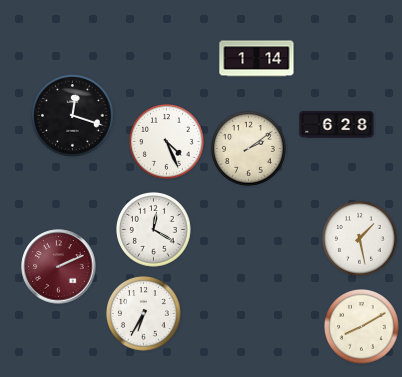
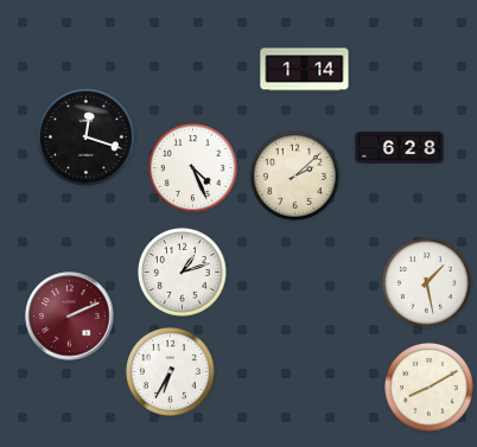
clock at (167, 142) position: (167, 142) -> (193, 168)
clock at (249, 149): 2:09 -> 2:08
clock at (154, 230): 12:20 -> 1:12
